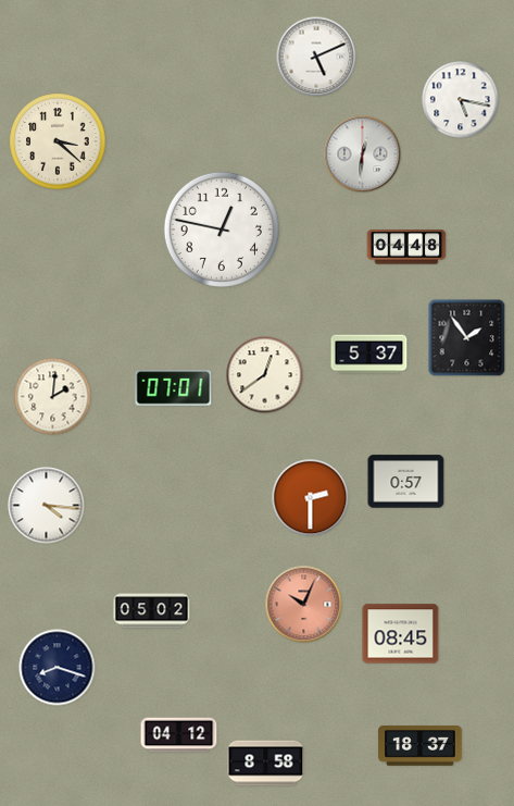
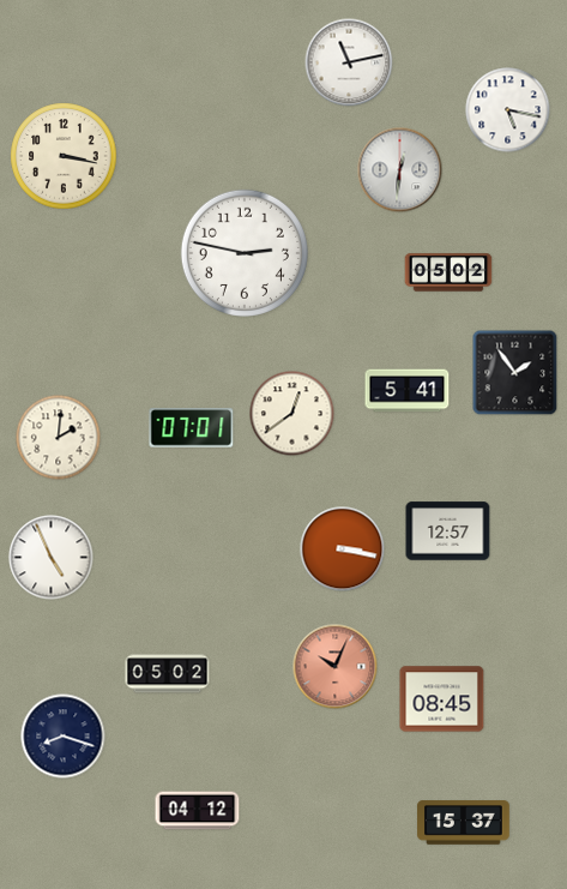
clock at (316, 57): 5:11 -> 11:13
clock at (58, 141): 3:22 -> 3:17
clock at (222, 230): 12:47 -> 2:47
clock at (406, 247): 04:48 -> 05:02
clock at (369, 355): 5:37 -> 5:41
clock at (406, 482): 0:57 -> 12:57
clock at (311, 498): 2:30 -> 3:17
clock at (47, 506): 4:16 -> 4:56
clock at (421, 746): 18:37 -> 15:37
clock at (266, 764): 8:58 -> none
